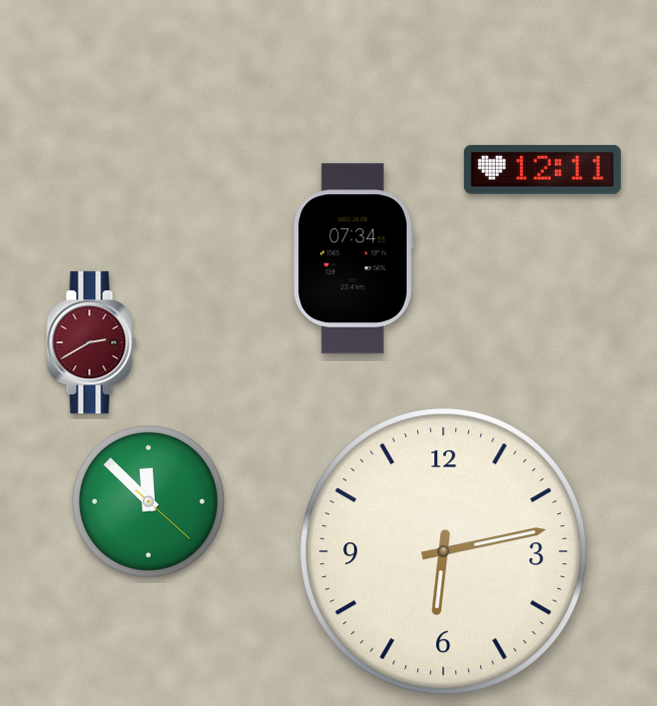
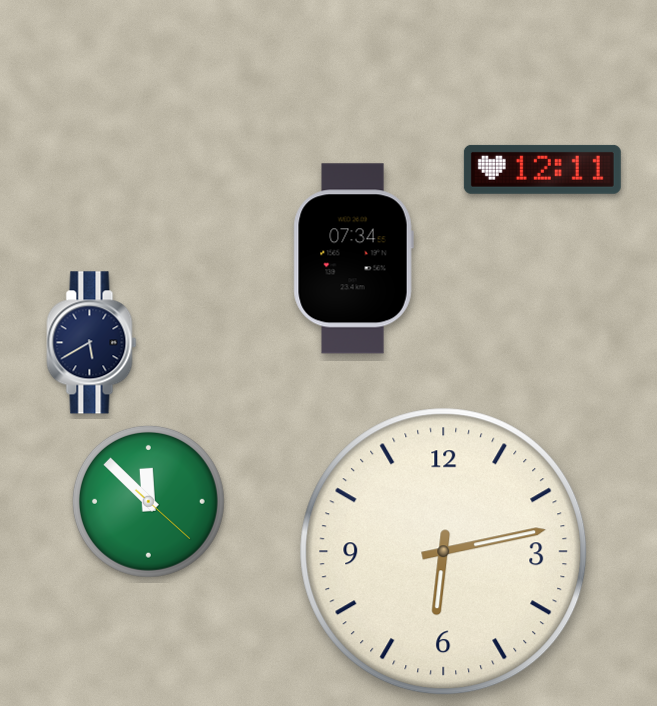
clock at (92, 343): 2:40 -> 5:40
clock at (92, 343) dial: burgundy -> navy
